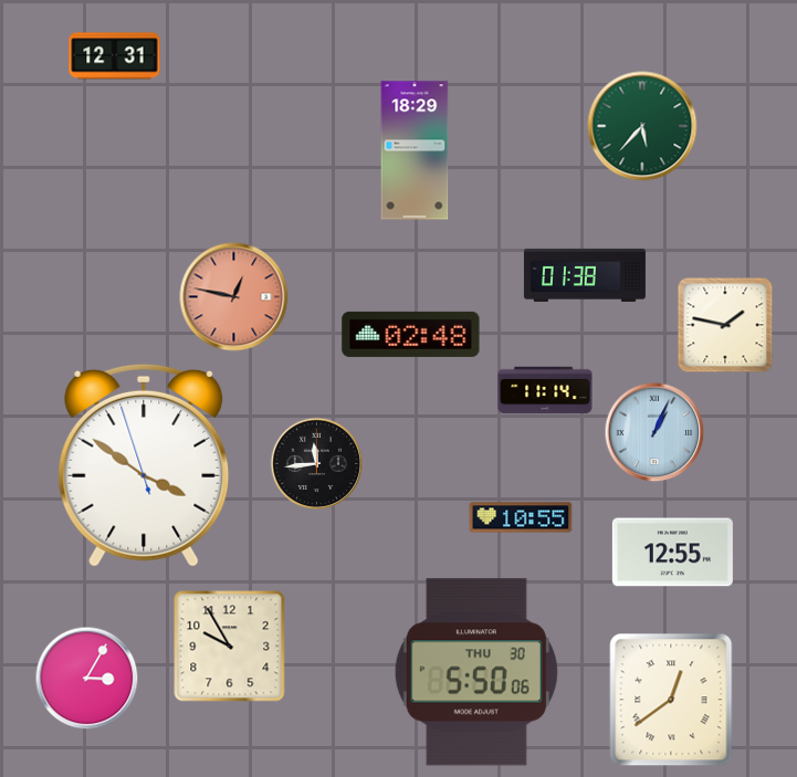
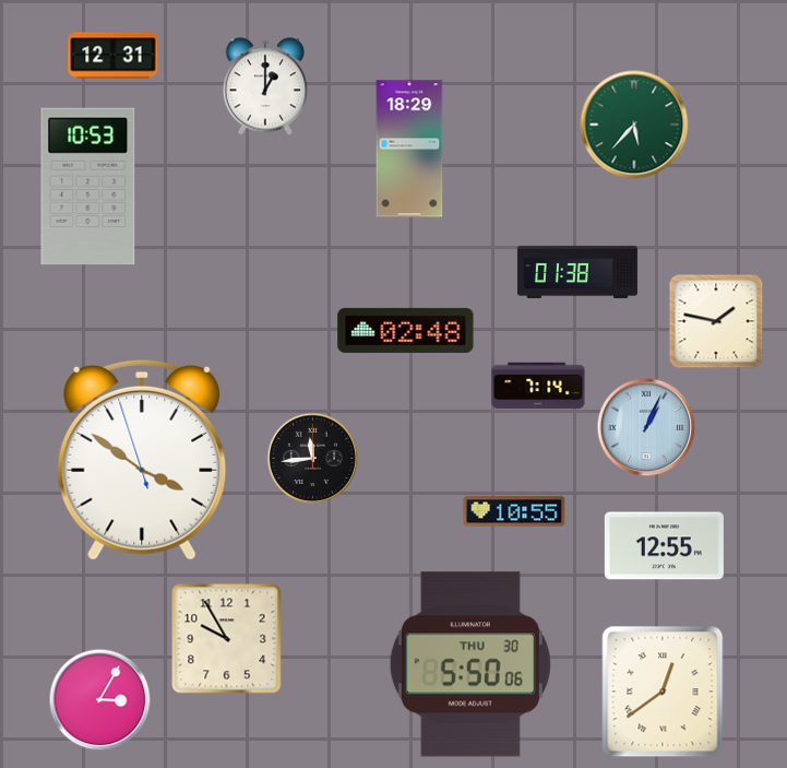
clock at (265, 86): none -> 1:00
clock at (88, 187): none -> 10:53
clock at (234, 297): 12:47 -> none
clock at (545, 390): 11:14 -> 7:14
clock at (86, 678) position: (86, 678) -> (99, 699)
